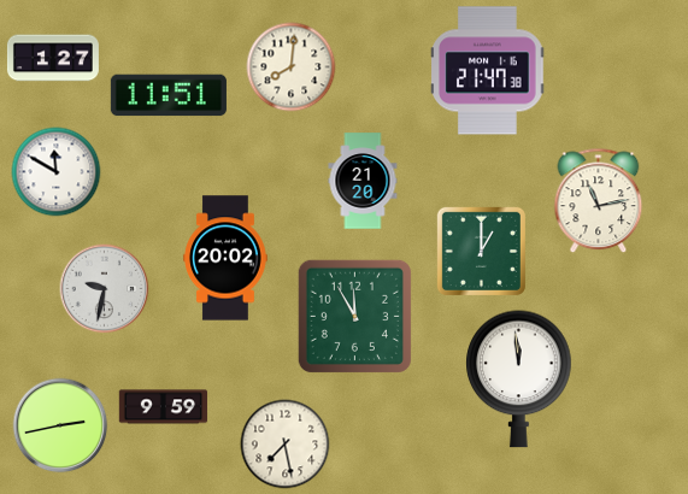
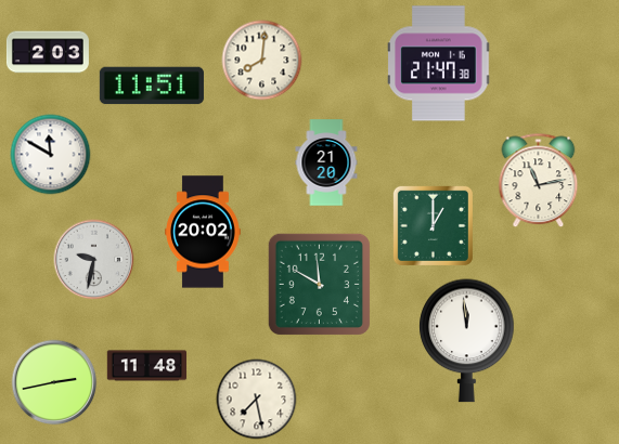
clock at (53, 58): 1:27 -> 2:03
clock at (354, 316): 11:55 -> 11:50
clock at (164, 407): 9:59 -> 11:48
